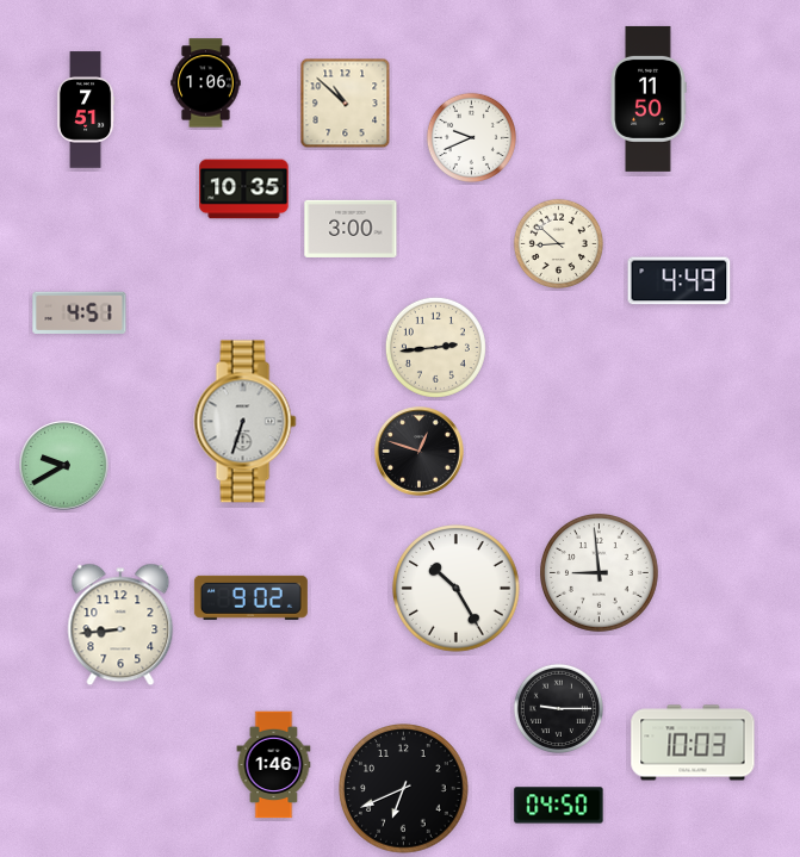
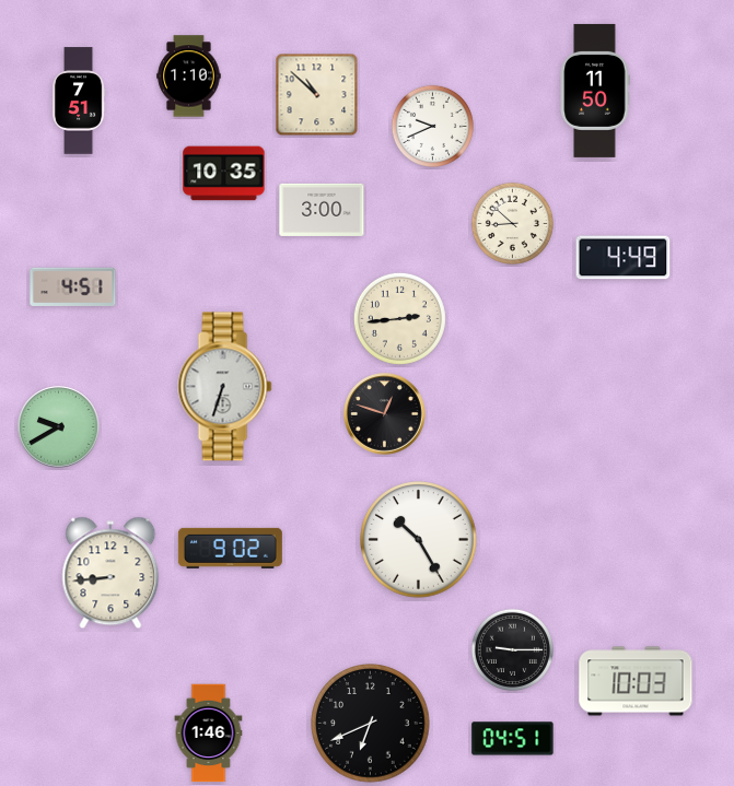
clock at (206, 83): 1:06 -> 1:10
clock at (600, 573): 8:59 -> none
clock at (274, 765) position: (274, 765) -> (209, 734)
clock at (559, 806): 04:50 -> 04:51
